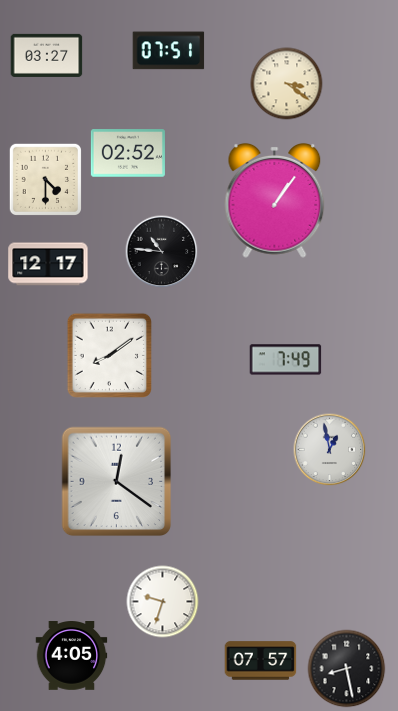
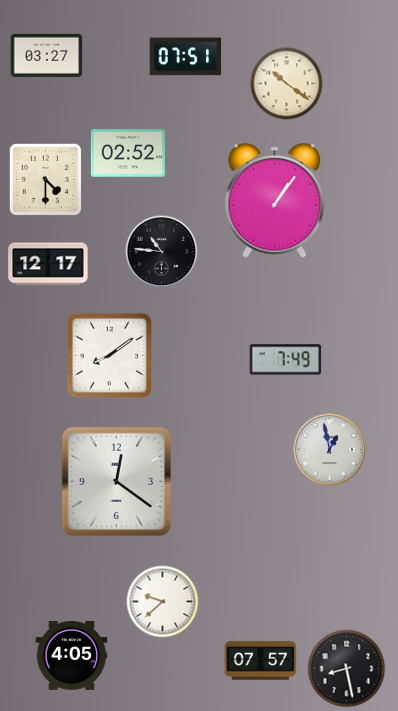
clock at (169, 51) position: (169, 51) -> (186, 57)
clock at (287, 84): 3:21 -> 10:21
clock at (163, 602): 9:33 -> 9:38
